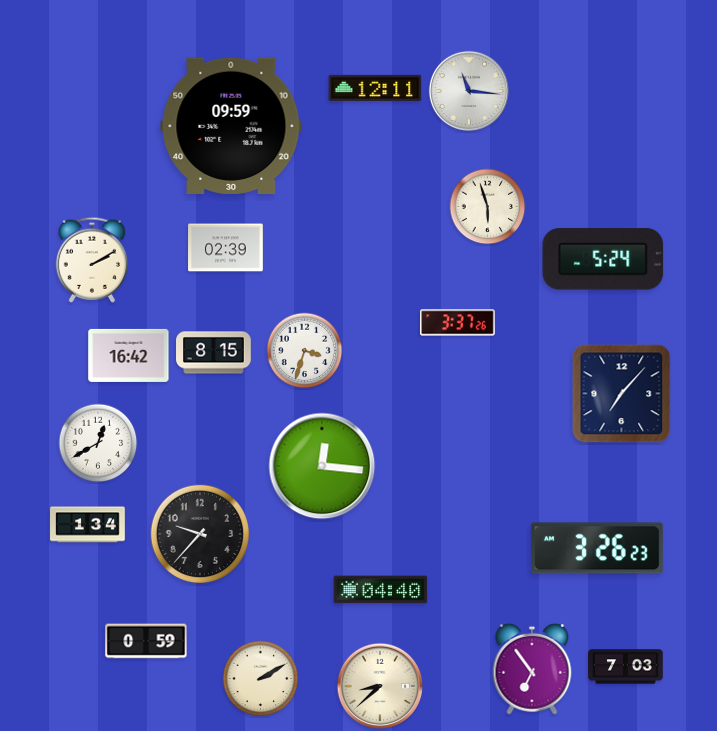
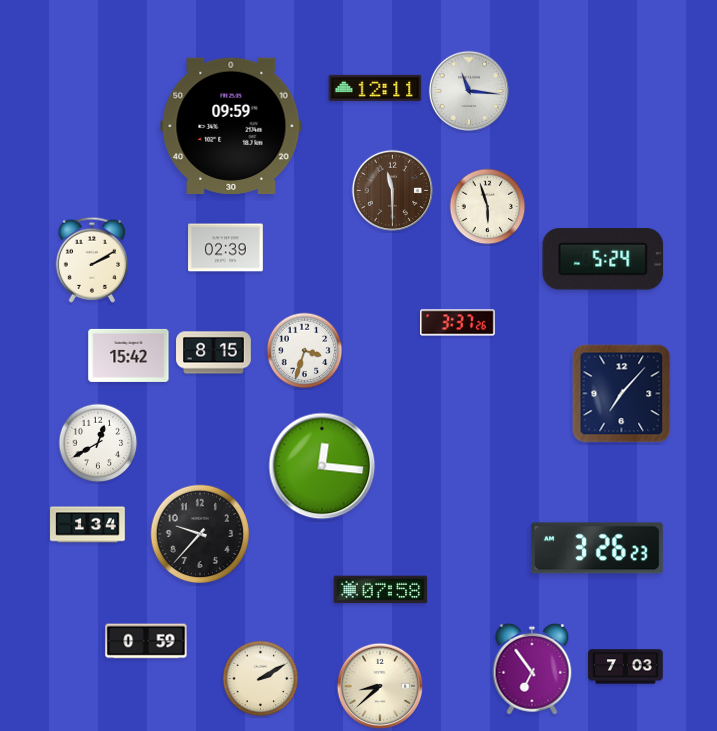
clock at (392, 190): none -> 11:30
clock at (129, 355): 16:42 -> 15:42
clock at (381, 590): 04:40 -> 07:58
